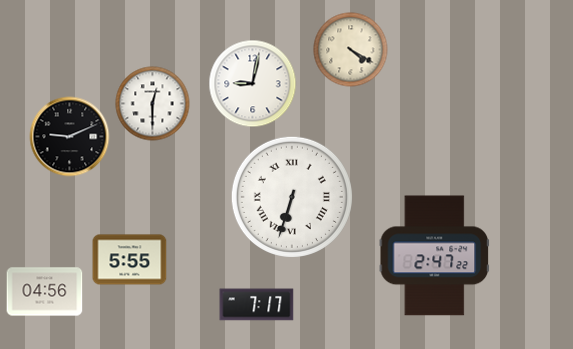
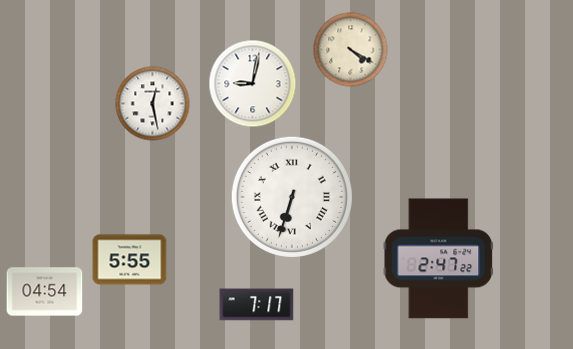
clock at (153, 104): 12:30 -> 12:28
clock at (70, 137): 9:11 -> none
clock at (434, 256) position: (434, 256) -> (438, 259)
clock at (45, 292): 04:56 -> 04:54
